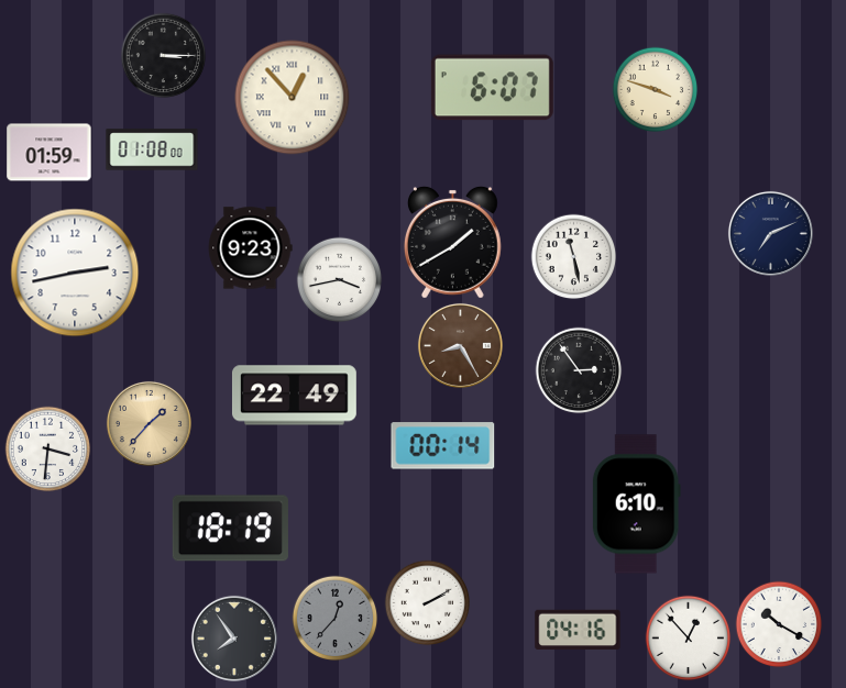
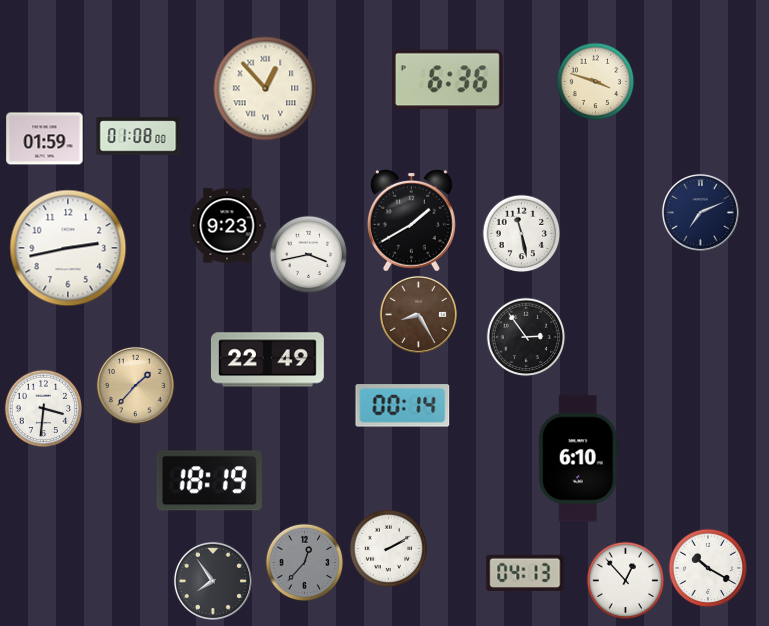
clock at (163, 55): 3:15 -> none
clock at (492, 88): 6:07 -> 6:36
clock at (578, 630): 04:16 -> 04:13
